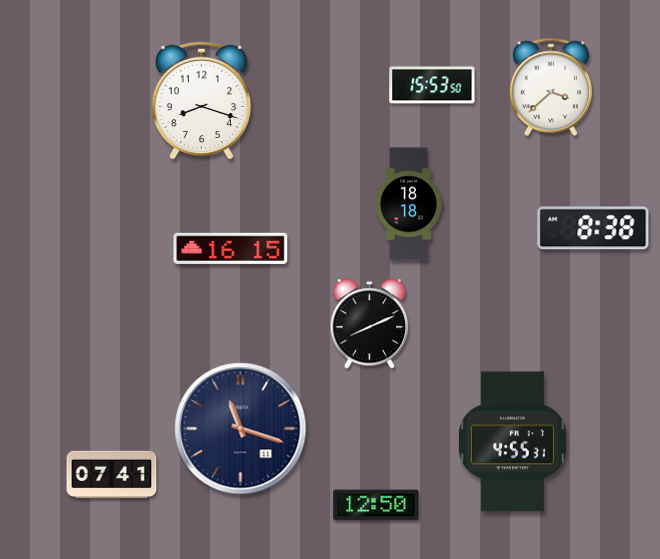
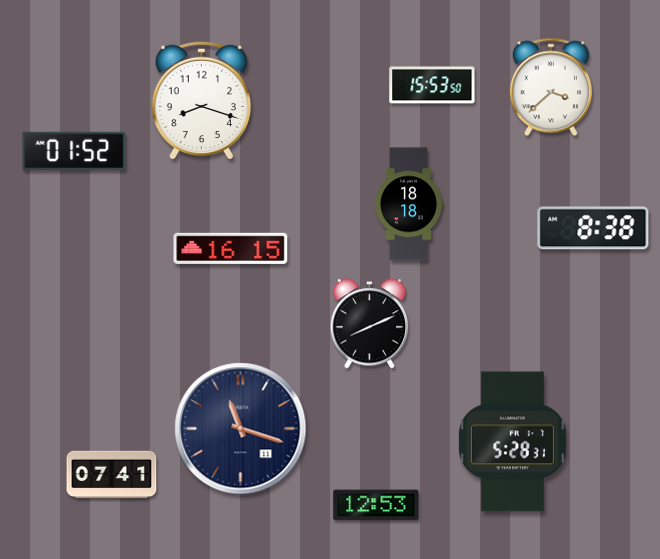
clock at (74, 151): none -> 01:52
clock at (512, 442): 4:55 -> 5:28
clock at (376, 505): 12:50 -> 12:53
